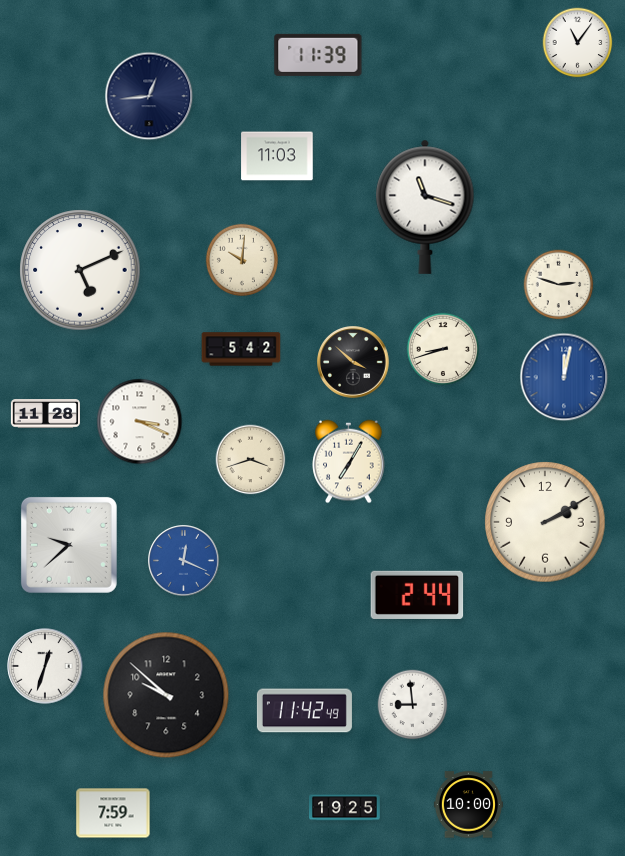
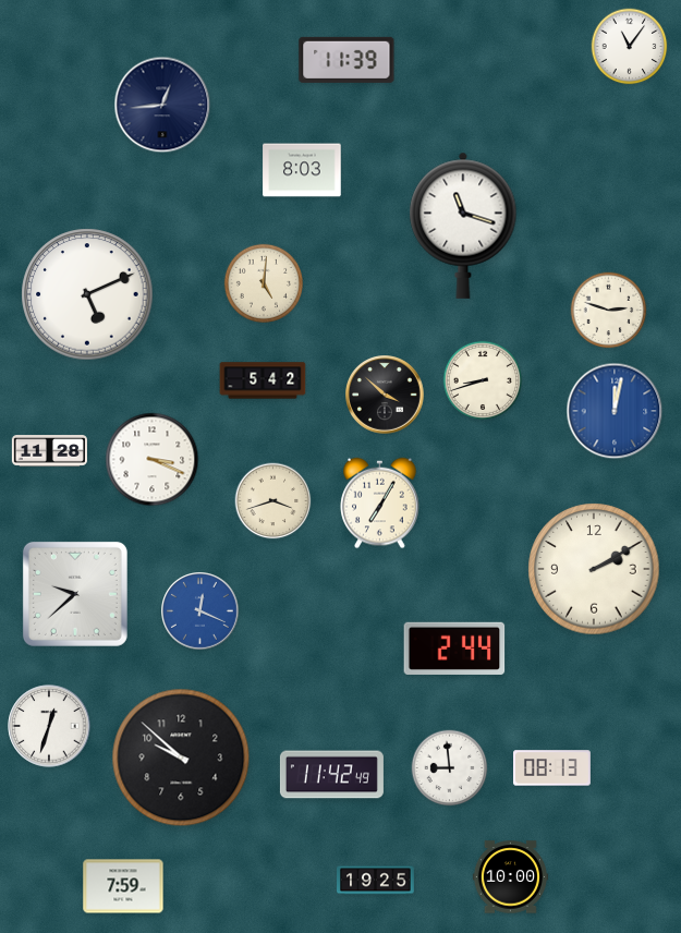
clock at (277, 156): 11:03 -> 8:03
clock at (241, 259): 10:01 -> 5:01
clock at (552, 768): none -> 08:13
